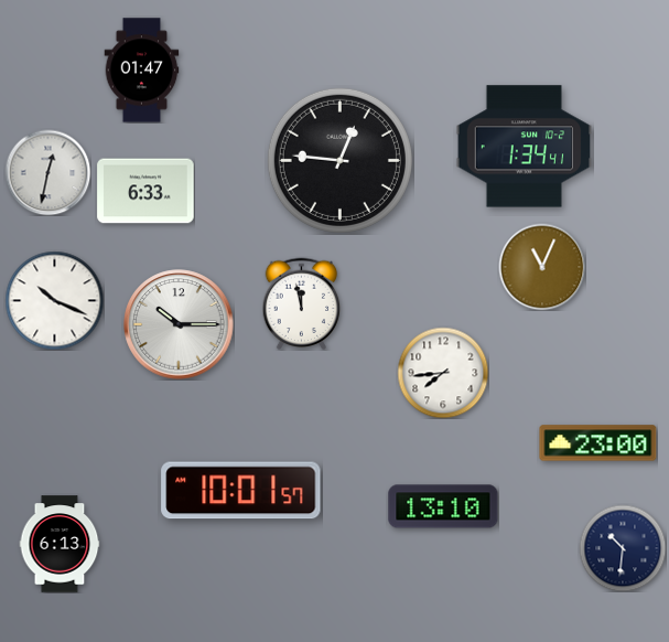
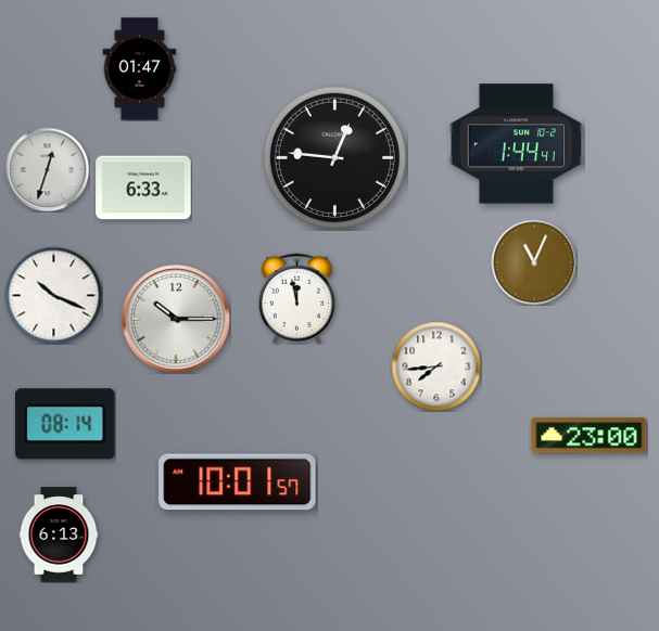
clock at (524, 147): 1:34 -> 1:44
clock at (47, 172): 12:32 -> 12:33
clock at (65, 424): none -> 08:14
clock at (443, 506): 13:10 -> none
clock at (623, 548): 10:31 -> none
